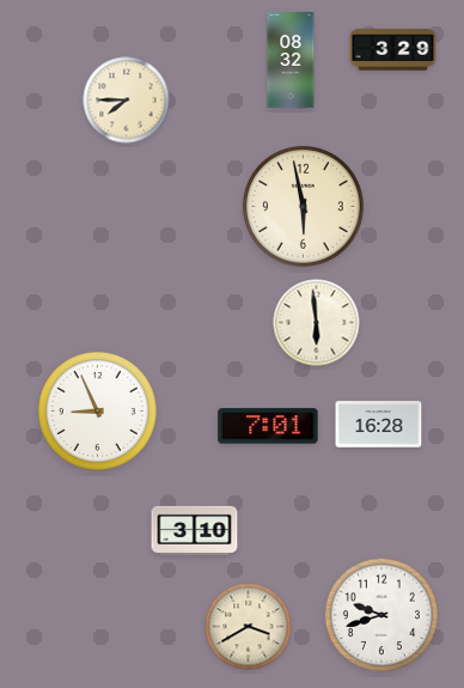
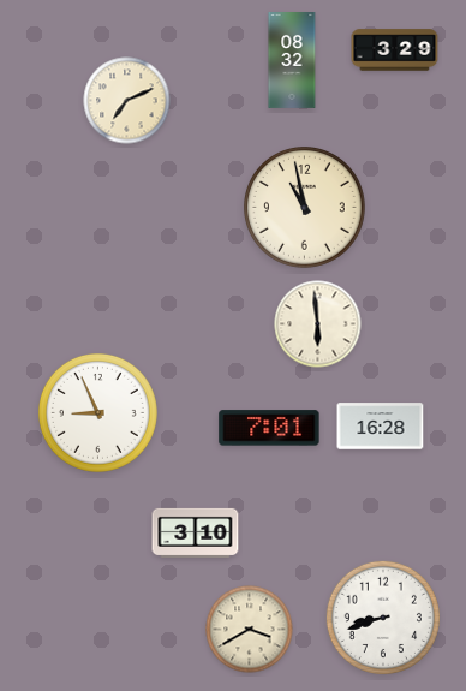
clock at (127, 101): 7:45 -> 7:11
clock at (304, 207): 5:58 -> 10:58
clock at (381, 615): 9:42 -> 8:42
